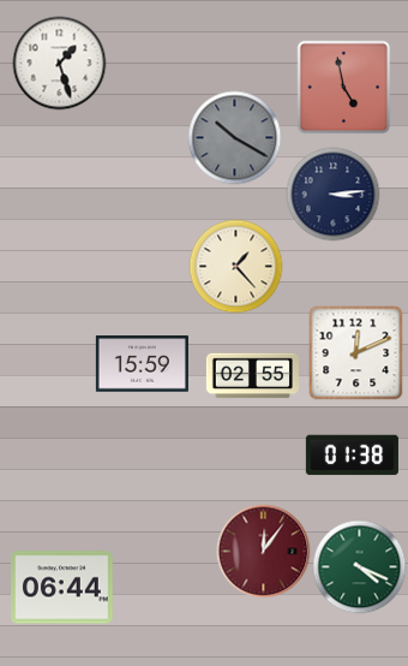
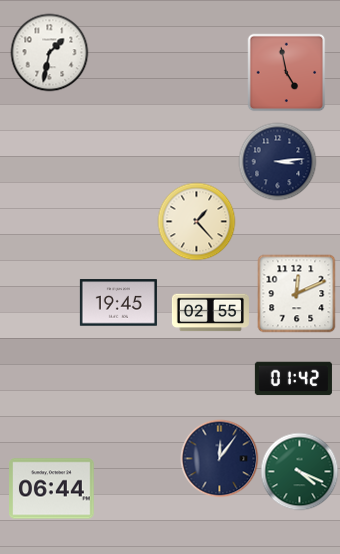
clock at (59, 63): 1:27 -> 1:32
clock at (234, 137): 10:20 -> none
clock at (142, 364): 15:59 -> 19:45
clock at (352, 456): 01:38 -> 01:42
clock at (263, 551) dial: burgundy -> navy
